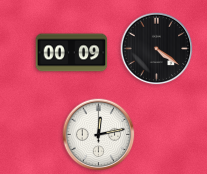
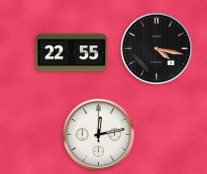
clock at (157, 49): 4:21 -> 4:17
clock at (72, 53): 00:09 -> 22:55
